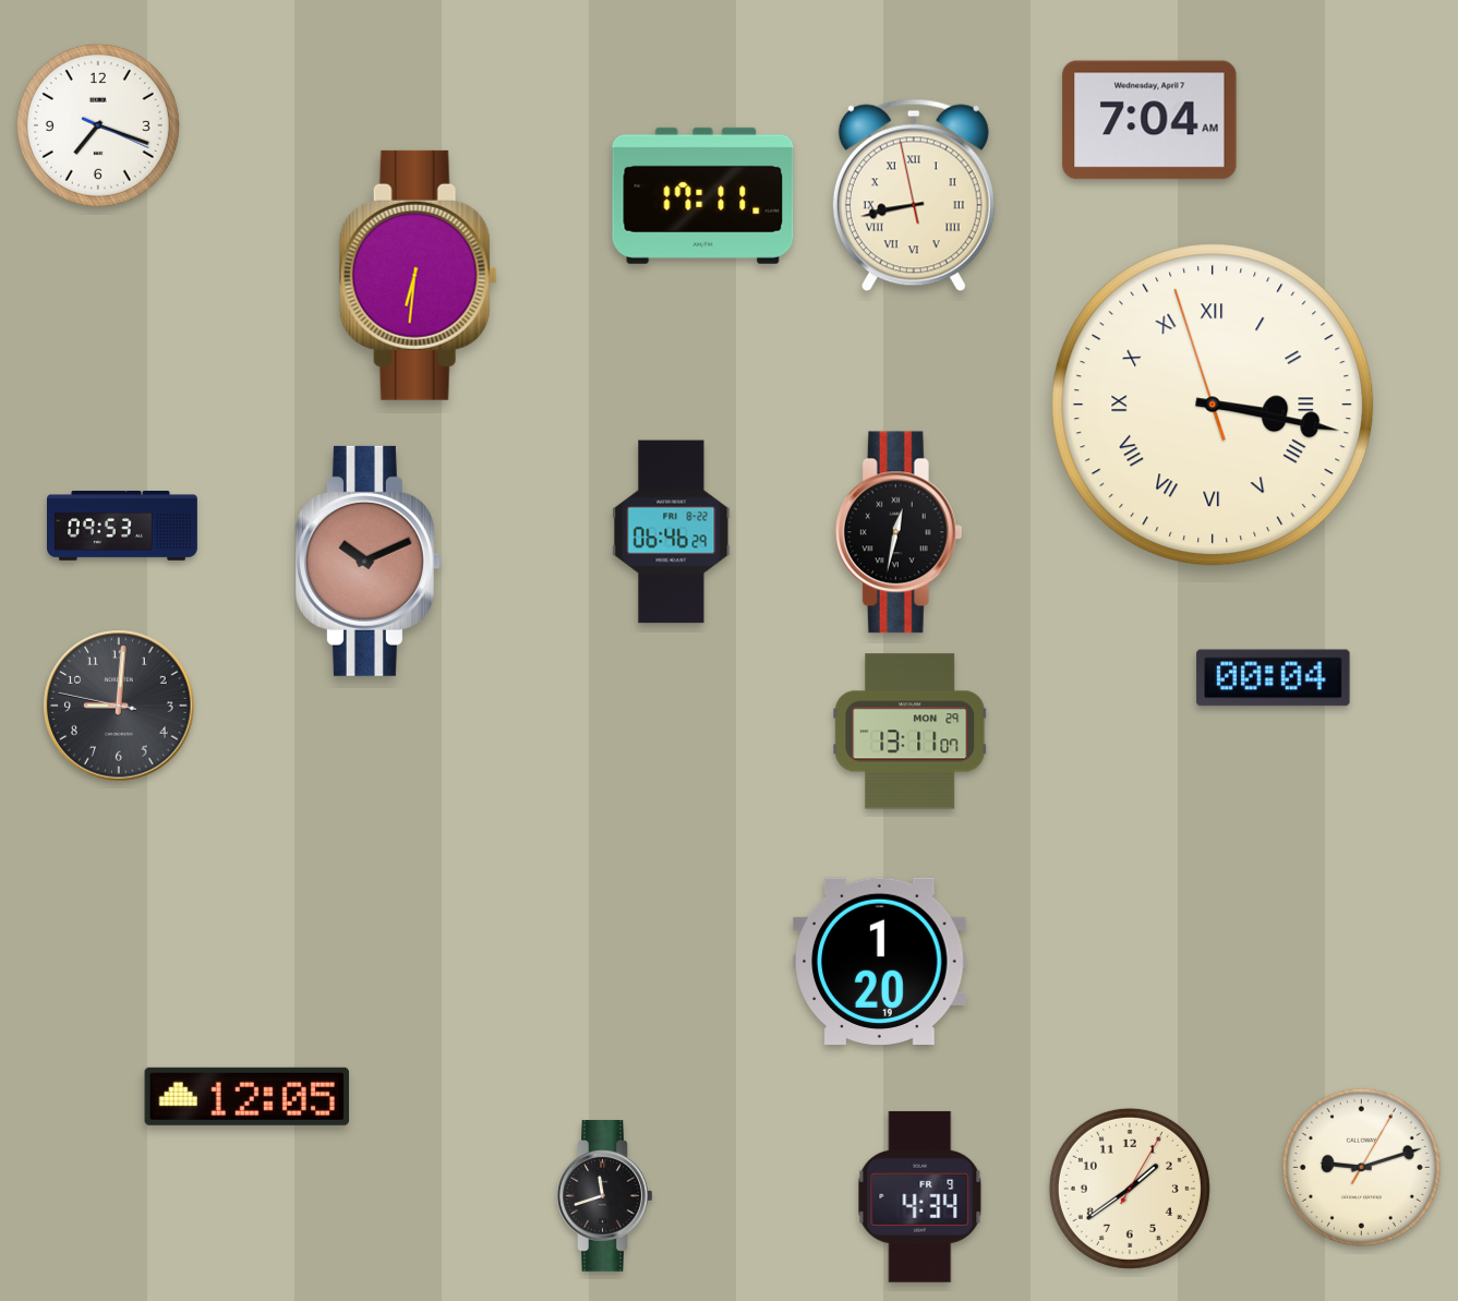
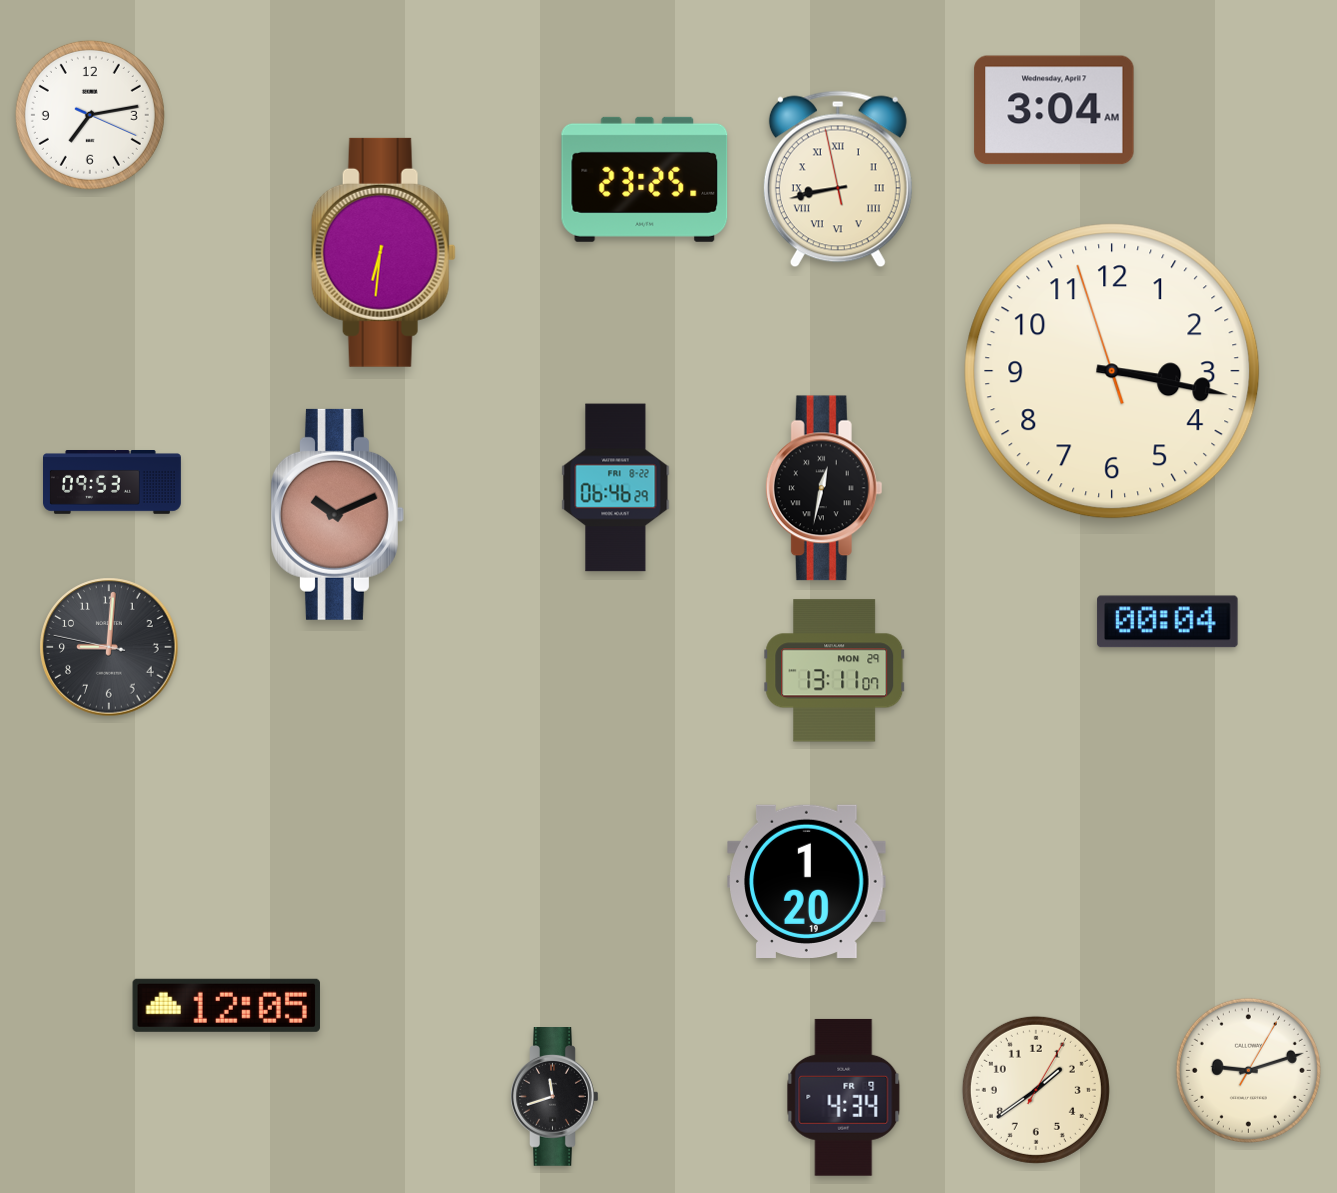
clock at (1149, 120): 7:04 -> 3:04
clock at (98, 125): 7:18 -> 7:13
clock at (703, 195): 17:11 -> 23:25
clock at (1213, 405) numerals: Roman -> Arabic
